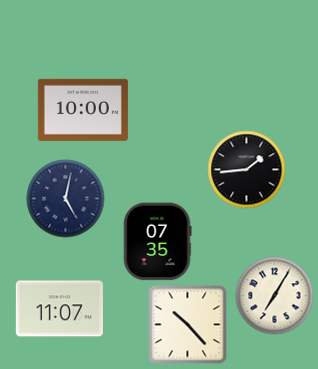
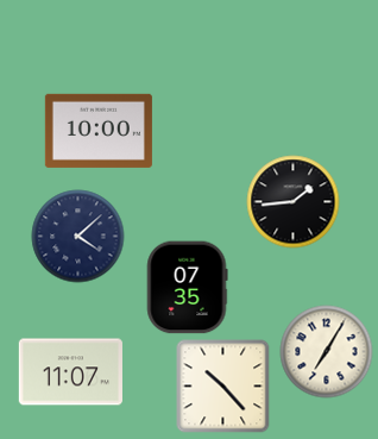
clock at (65, 198): 5:02 -> 4:08
clock at (59, 309) position: (59, 309) -> (70, 372)
